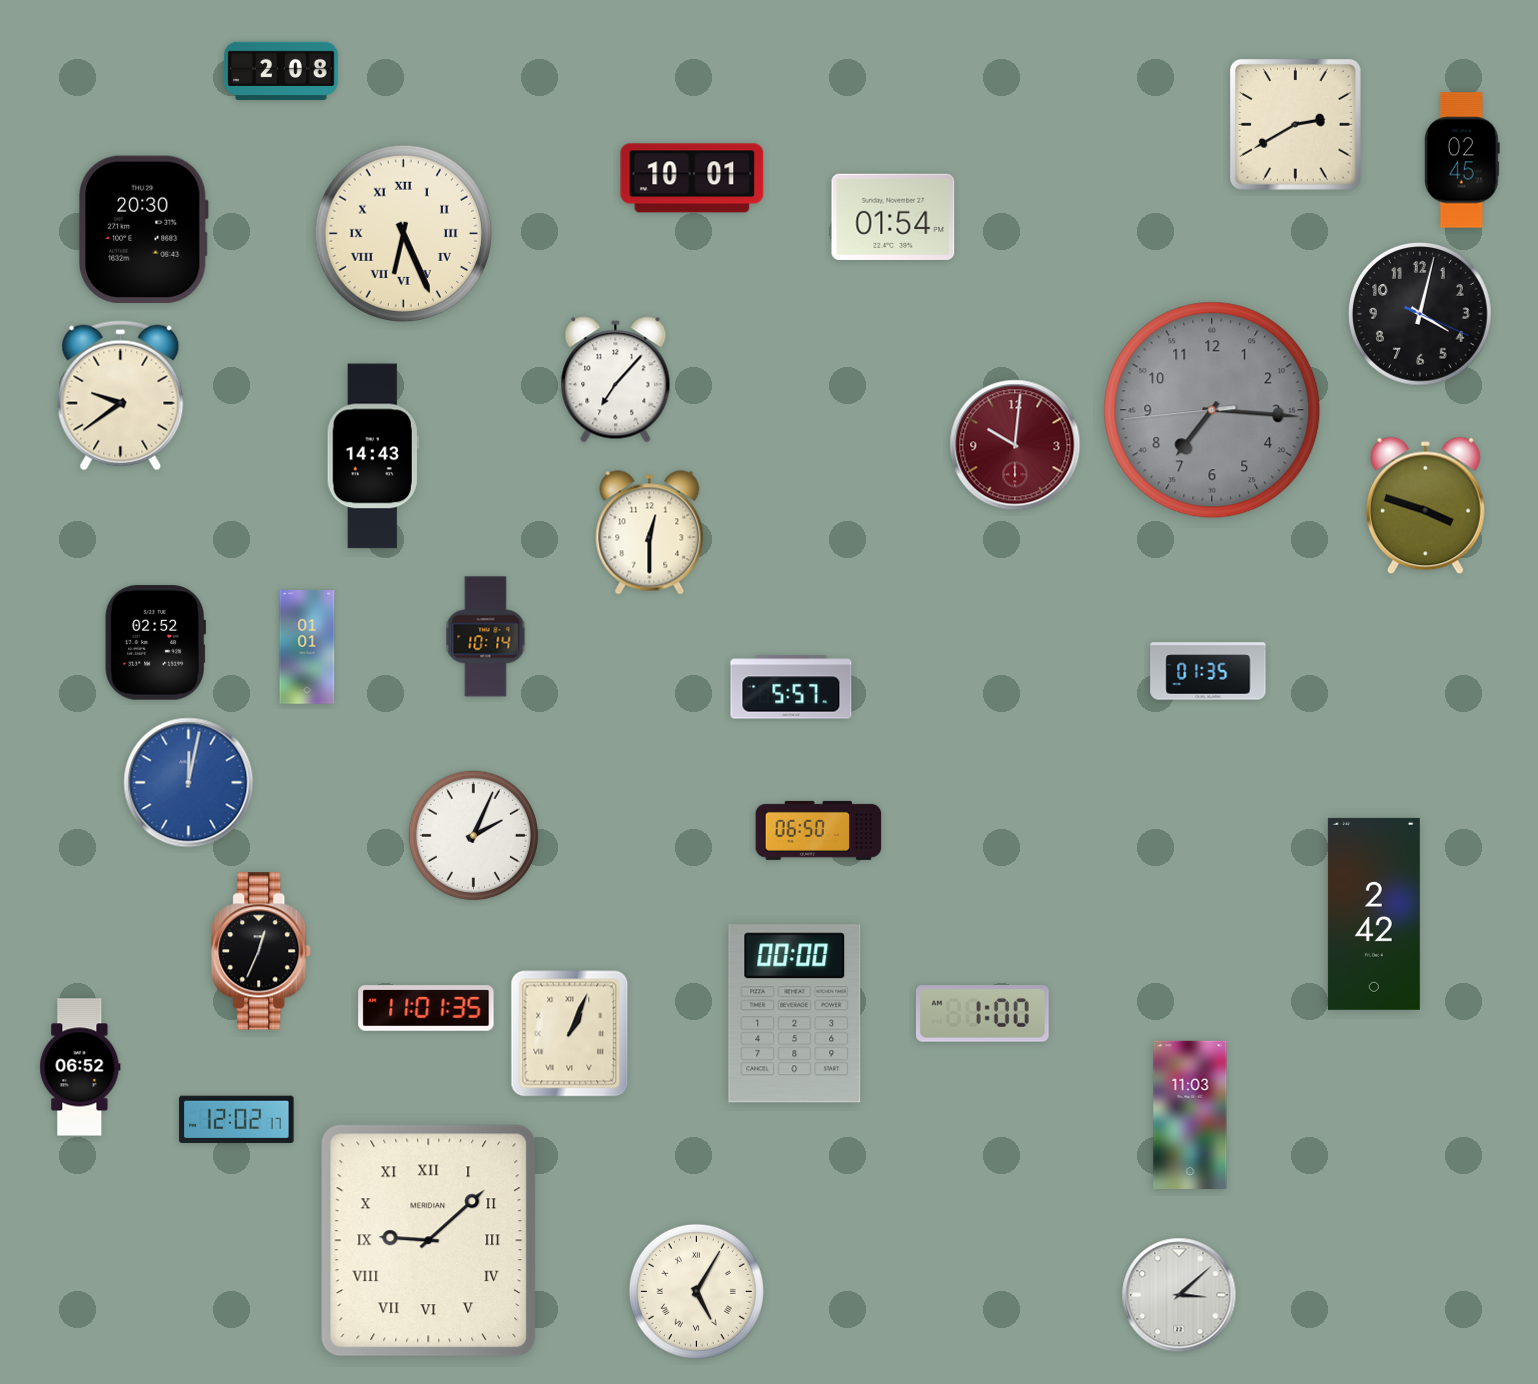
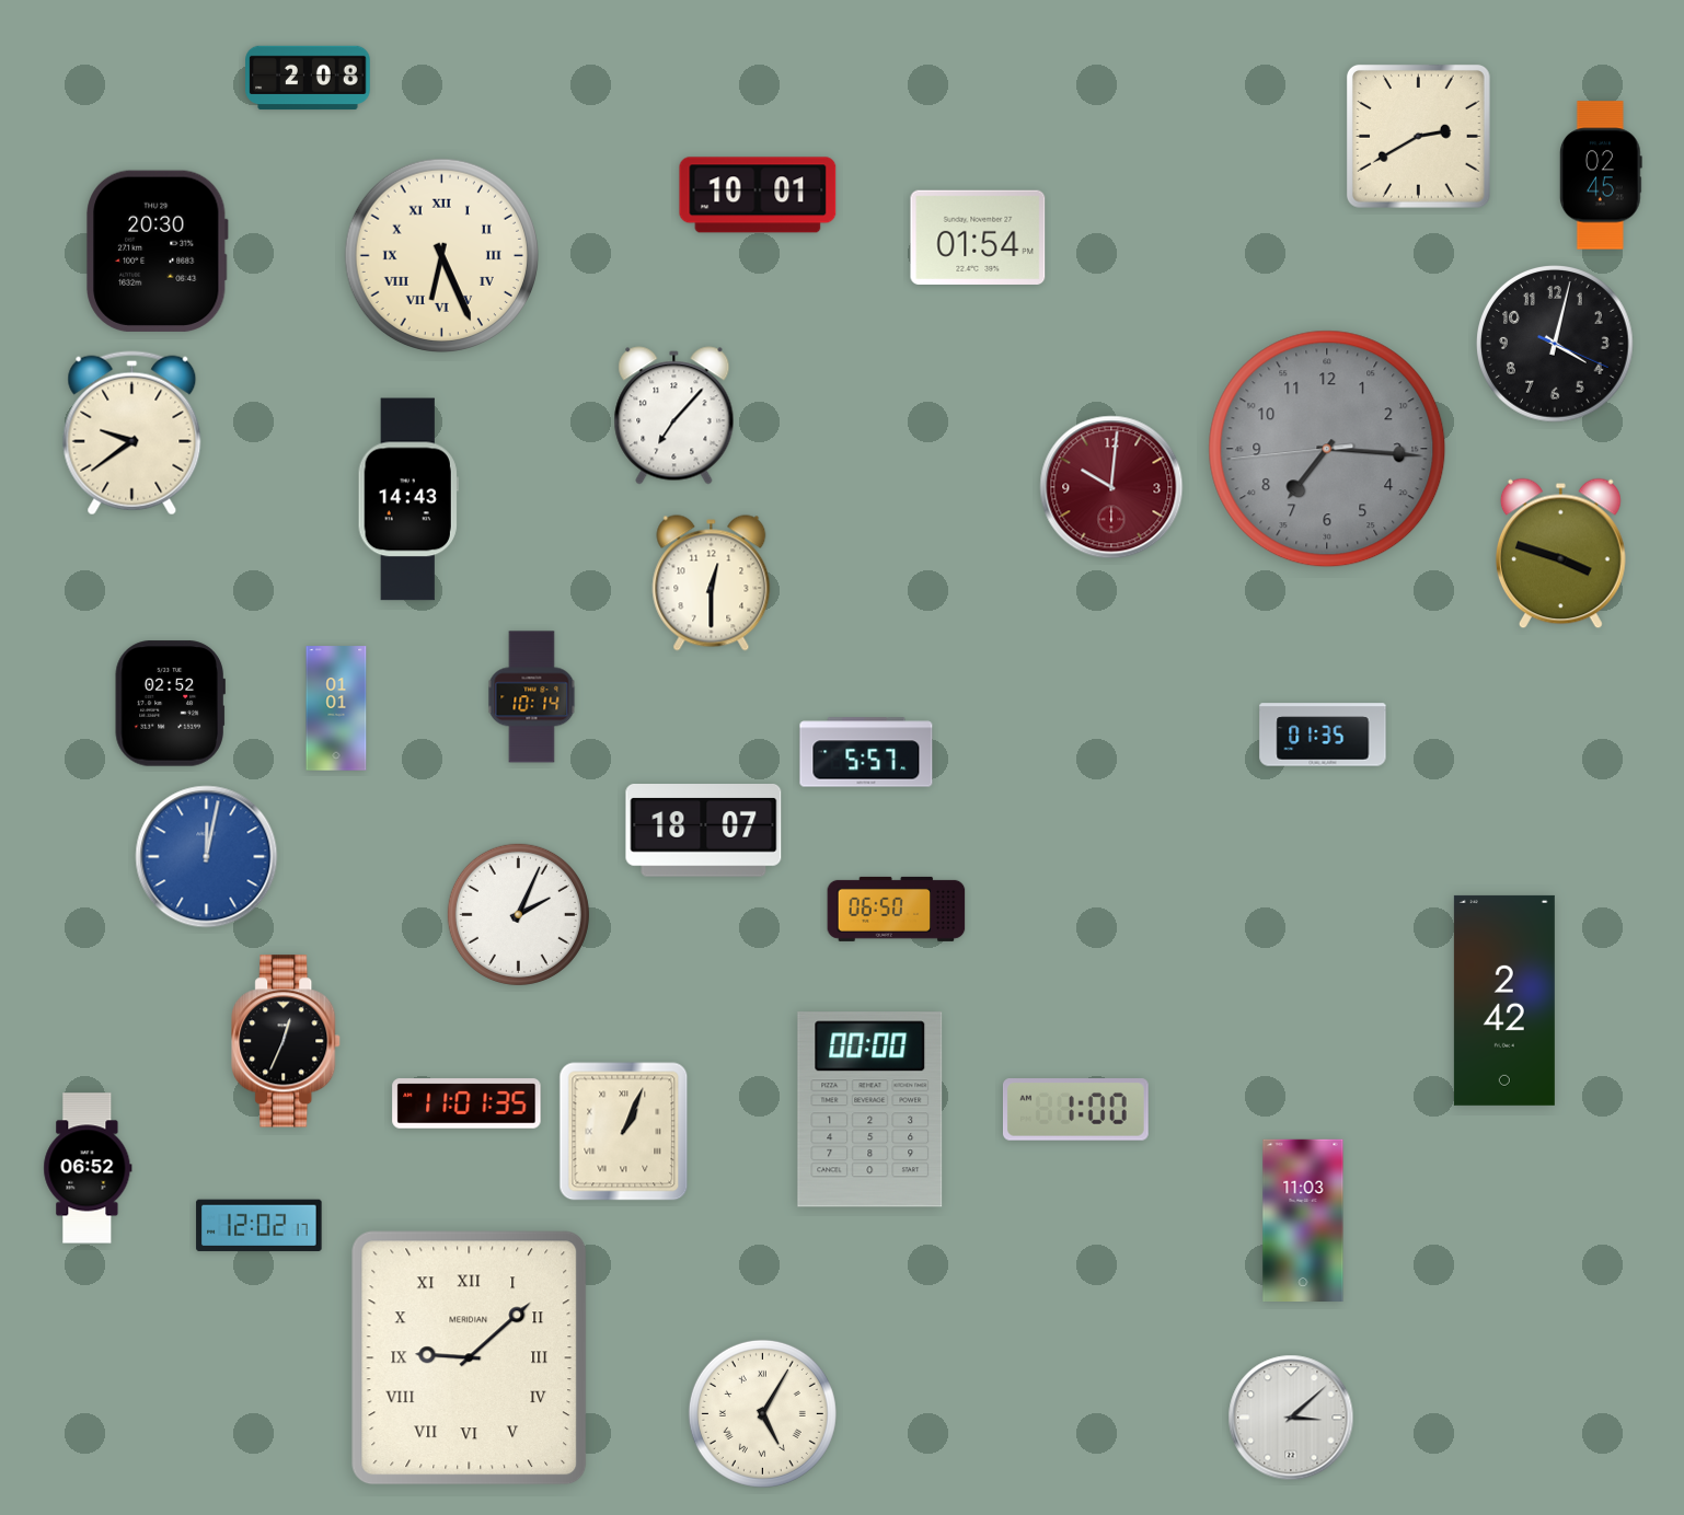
clock at (704, 831): none -> 18:07
